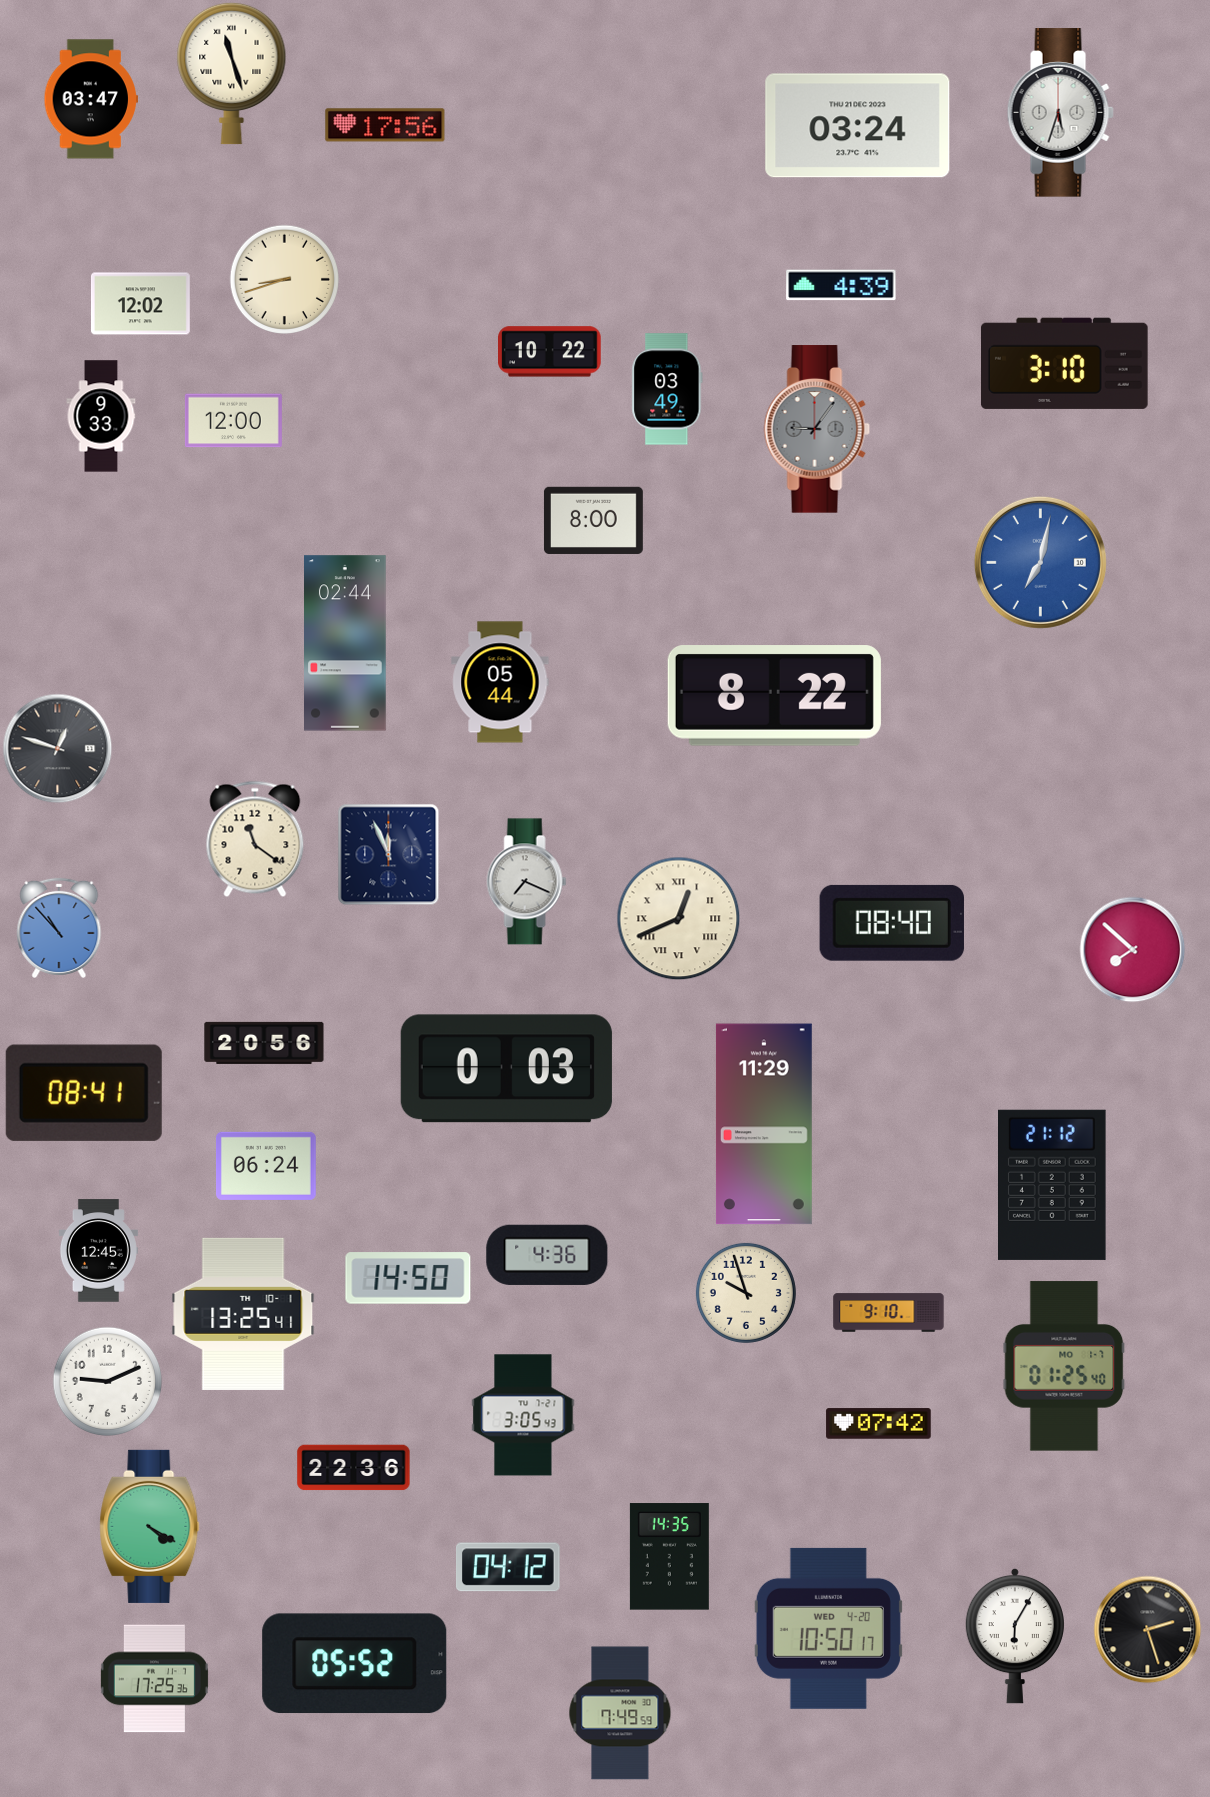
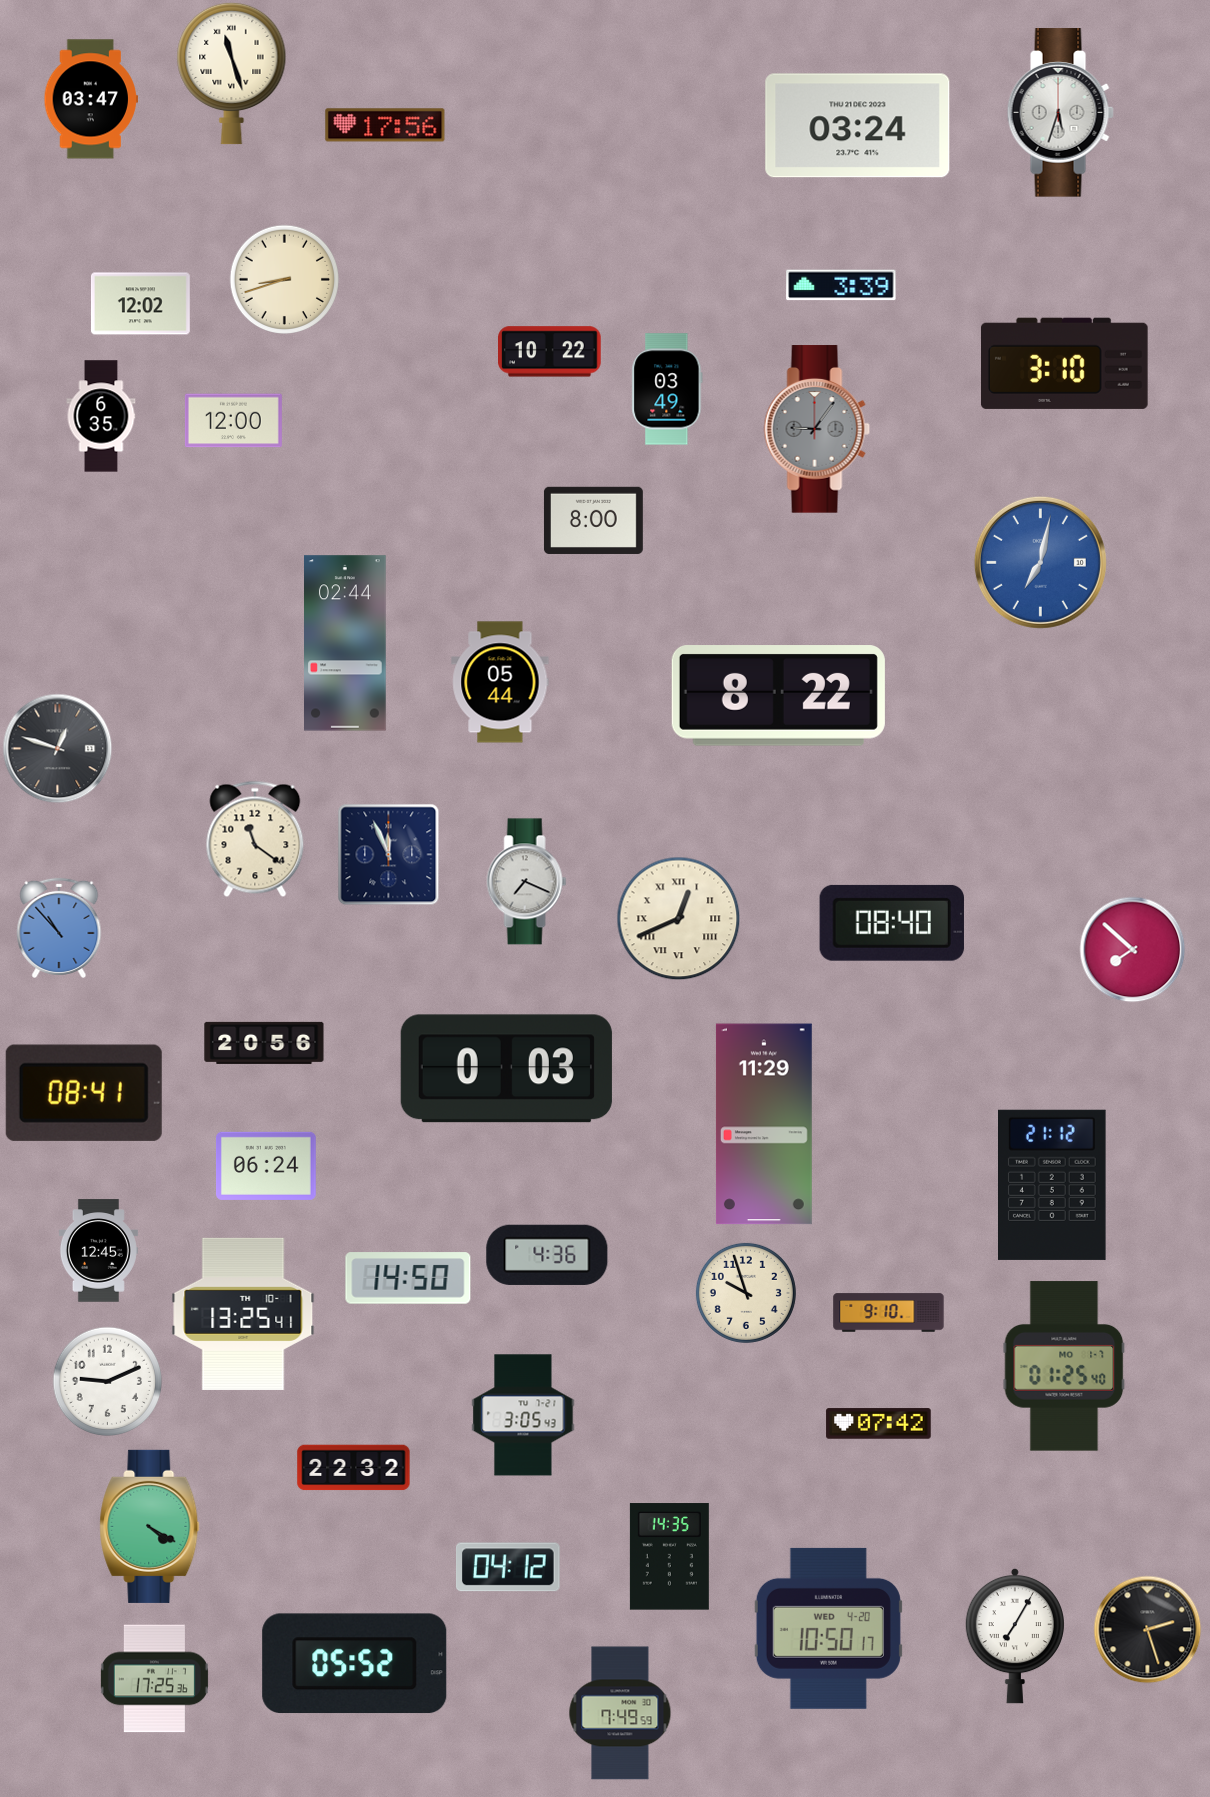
clock at (841, 285): 4:39 -> 3:39
clock at (101, 416): 9:33 -> 6:35
clock at (774, 696) position: (774, 696) -> (778, 696)
clock at (354, 1468): 22:36 -> 22:32
clock at (1015, 1636): 6:05 -> 7:05
